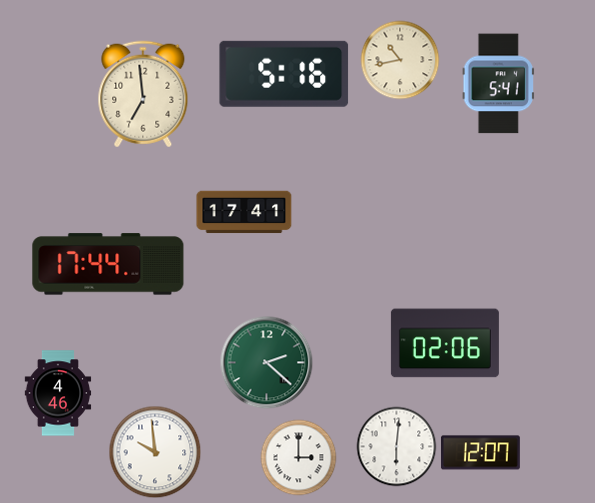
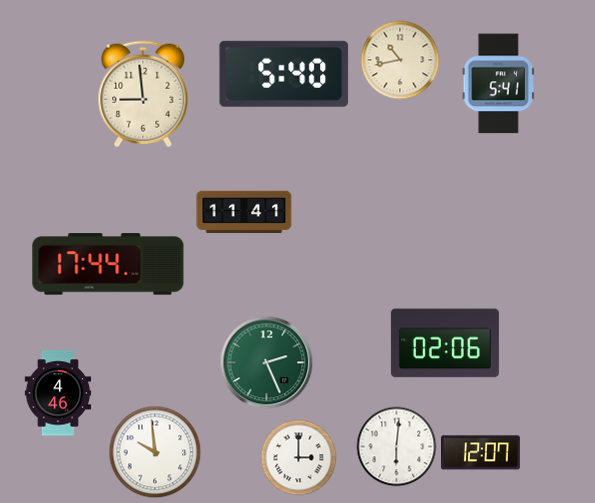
clock at (284, 74): 5:16 -> 5:40
clock at (143, 94): 6:59 -> 8:59
clock at (244, 212): 17:41 -> 11:41
clock at (267, 363): 2:22 -> 2:26
